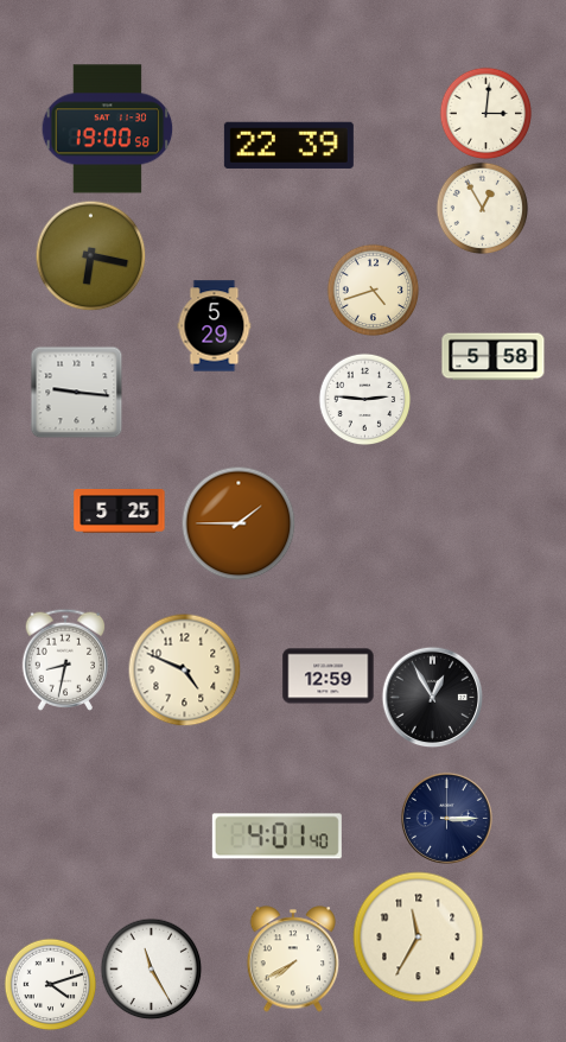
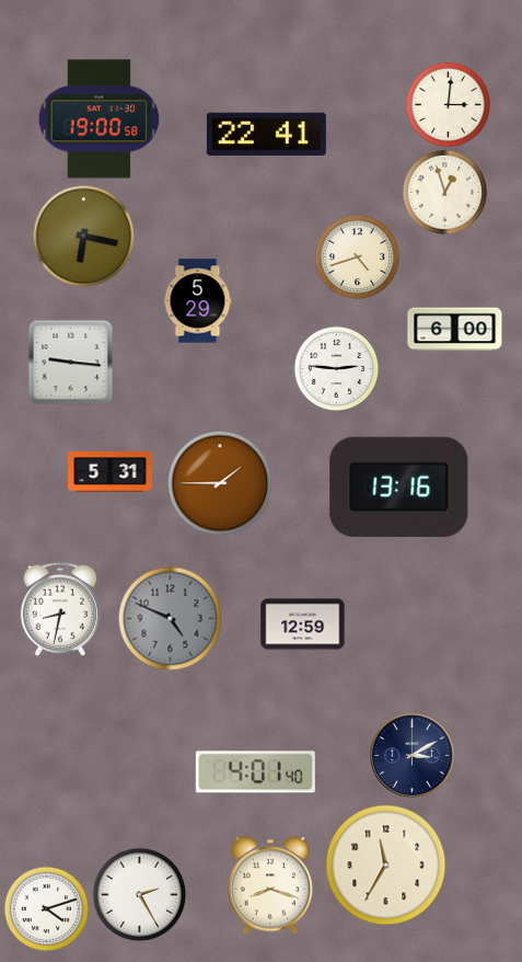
clock at (288, 145): 22:39 -> 22:41
clock at (482, 208): 12:55 -> 12:57
clock at (373, 290) position: (373, 290) -> (357, 256)
clock at (494, 357): 5:58 -> 6:00
clock at (120, 512): 5:25 -> 5:31
clock at (399, 486): none -> 13:16
clock at (184, 669) dial: cream -> grey
clock at (432, 697): 12:55 -> none
clock at (446, 818): 3:15 -> 3:10
clock at (293, 959): 7:40 -> 8:18
clock at (151, 968): 11:25 -> 2:25
